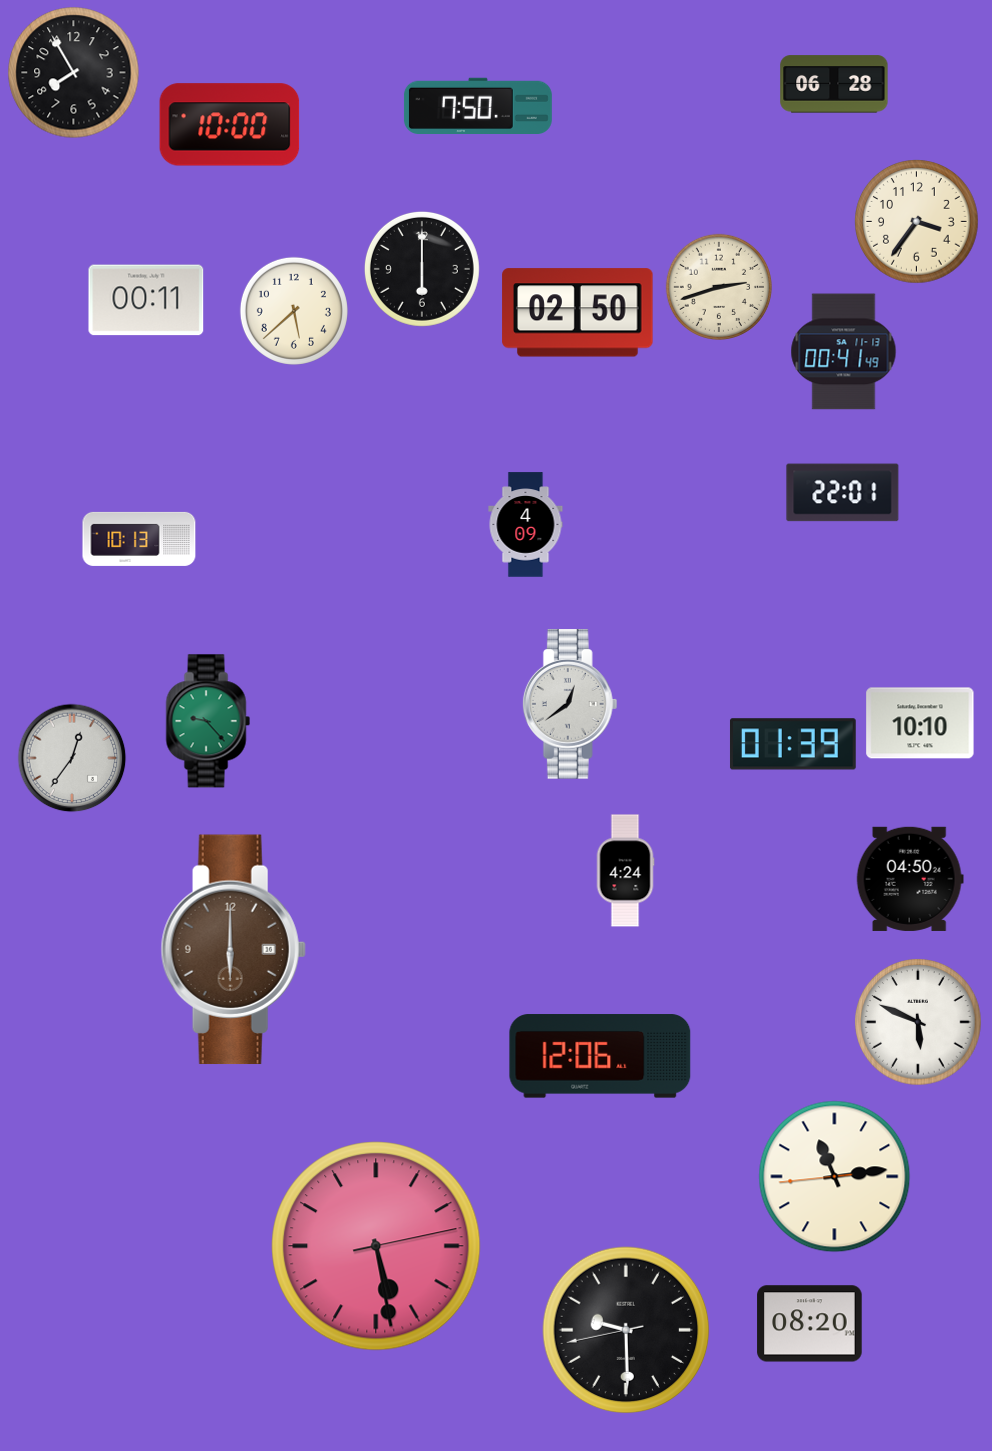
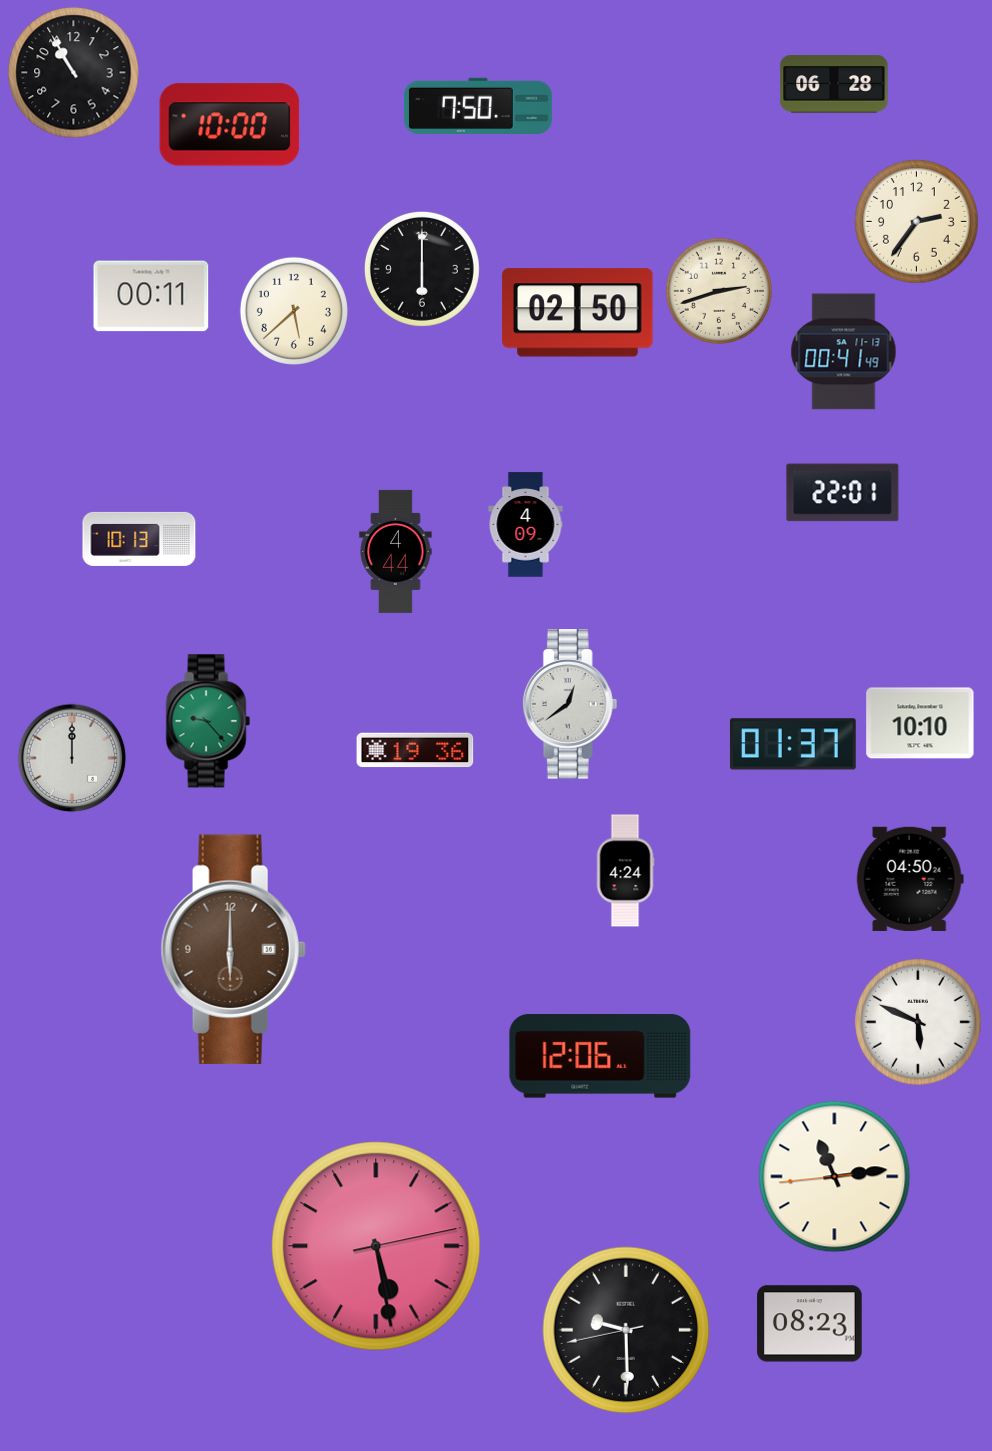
clock at (74, 73): 7:55 -> 10:55
clock at (917, 222): 3:36 -> 2:36
clock at (719, 287) position: (719, 287) -> (719, 291)
clock at (146, 300) position: (146, 300) -> (151, 296)
clock at (396, 551): none -> 4:44
clock at (793, 744): 01:39 -> 01:37
clock at (415, 750): none -> 19:36
clock at (72, 758): 12:36 -> 12:00
clock at (810, 1324): 08:20 -> 08:23
